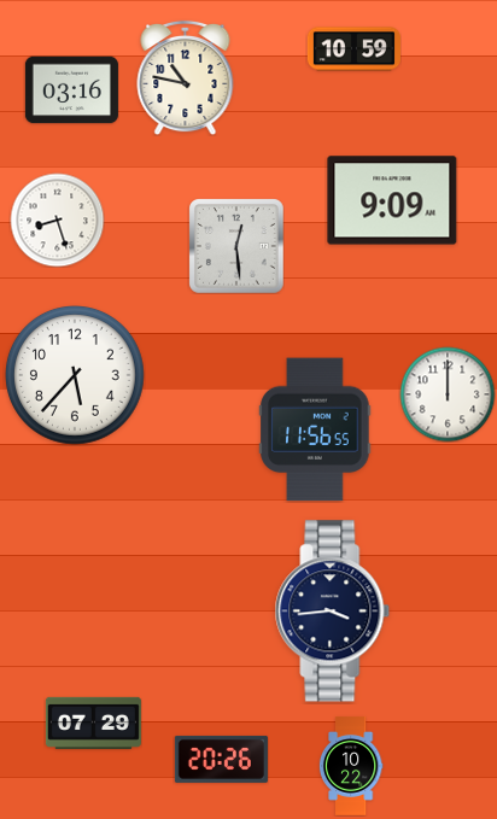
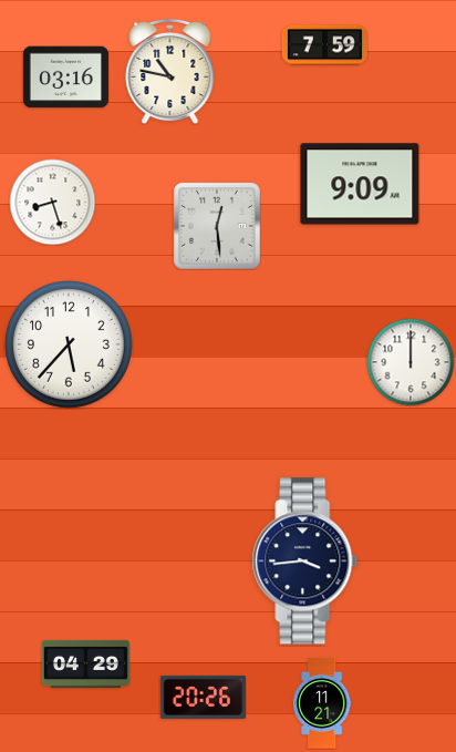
clock at (353, 49): 10:59 -> 7:59
clock at (71, 90) position: (71, 90) -> (65, 78)
clock at (315, 429): 11:56 -> none
clock at (93, 723): 07:29 -> 04:29
clock at (351, 767): 10:22 -> 11:21
